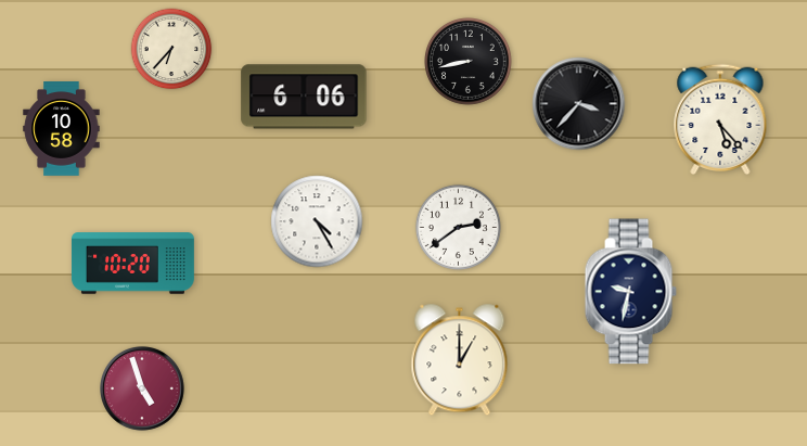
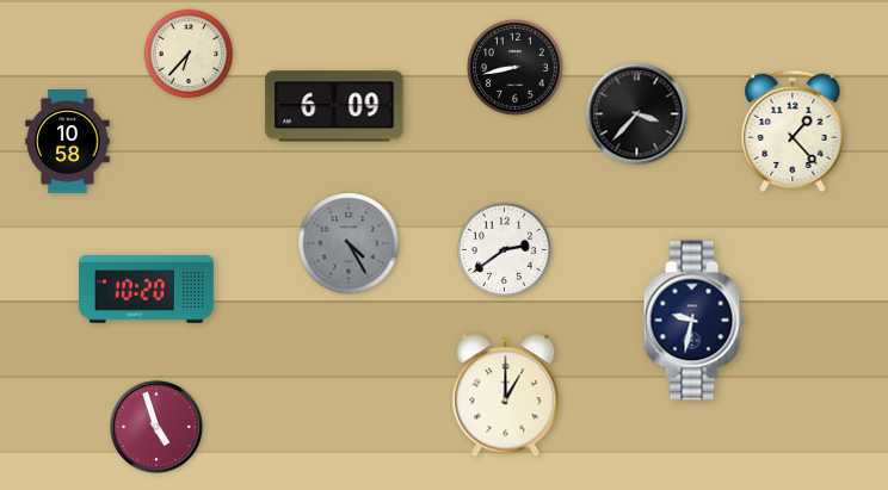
clock at (304, 97): 6:06 -> 6:09
clock at (720, 118): 5:23 -> 1:23
clock at (317, 221) dial: white -> grey
